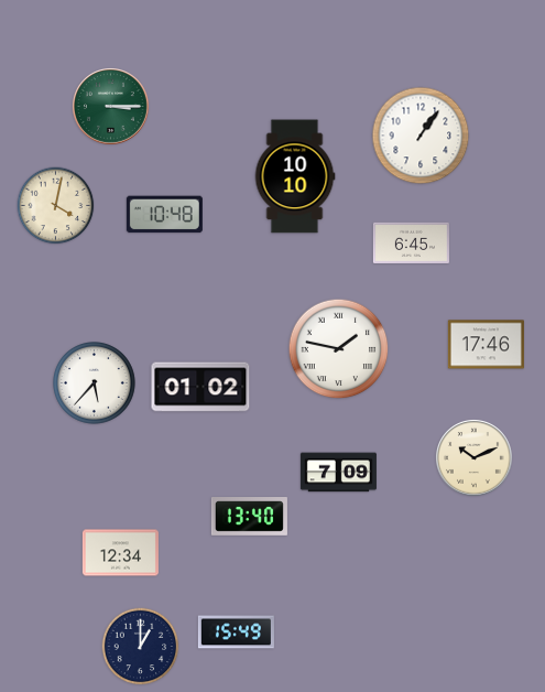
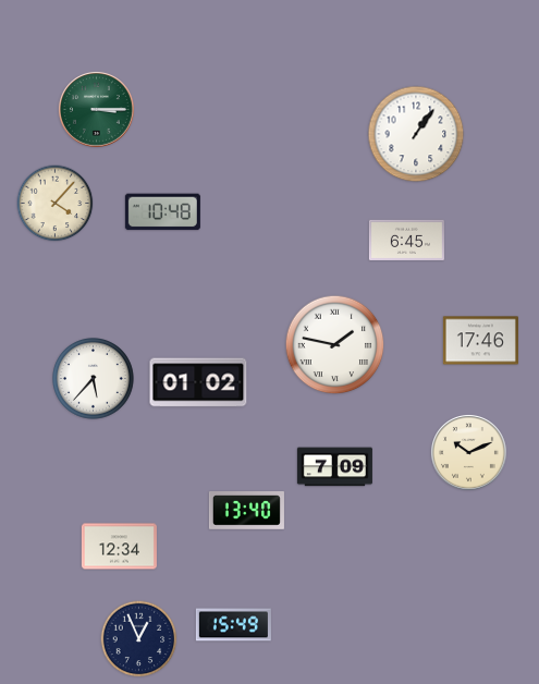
clock at (110, 106) position: (110, 106) -> (96, 109)
clock at (295, 176): 10:10 -> none
clock at (56, 206): 4:02 -> 4:07
clock at (141, 647): 1:00 -> 12:56
